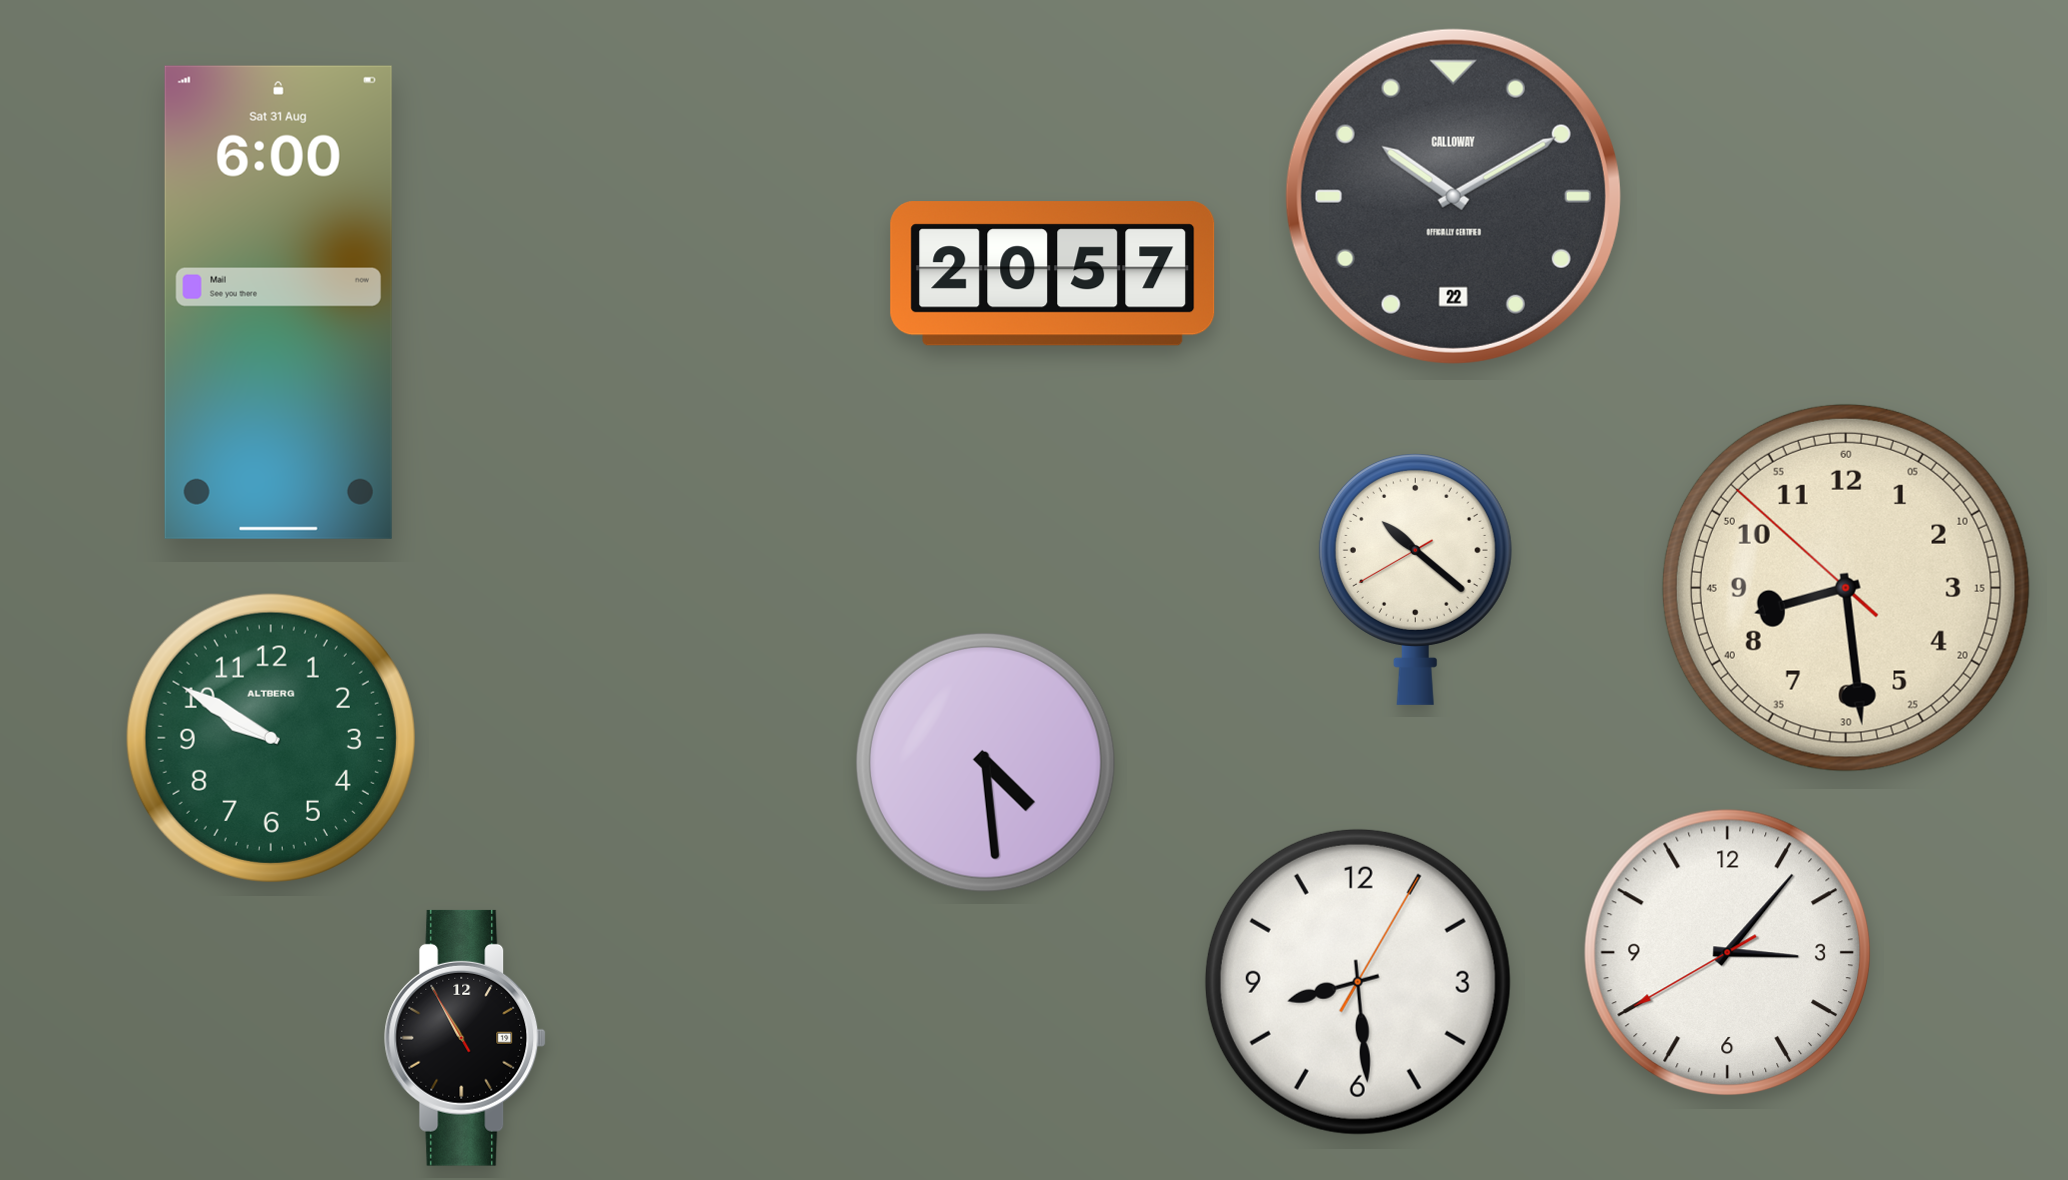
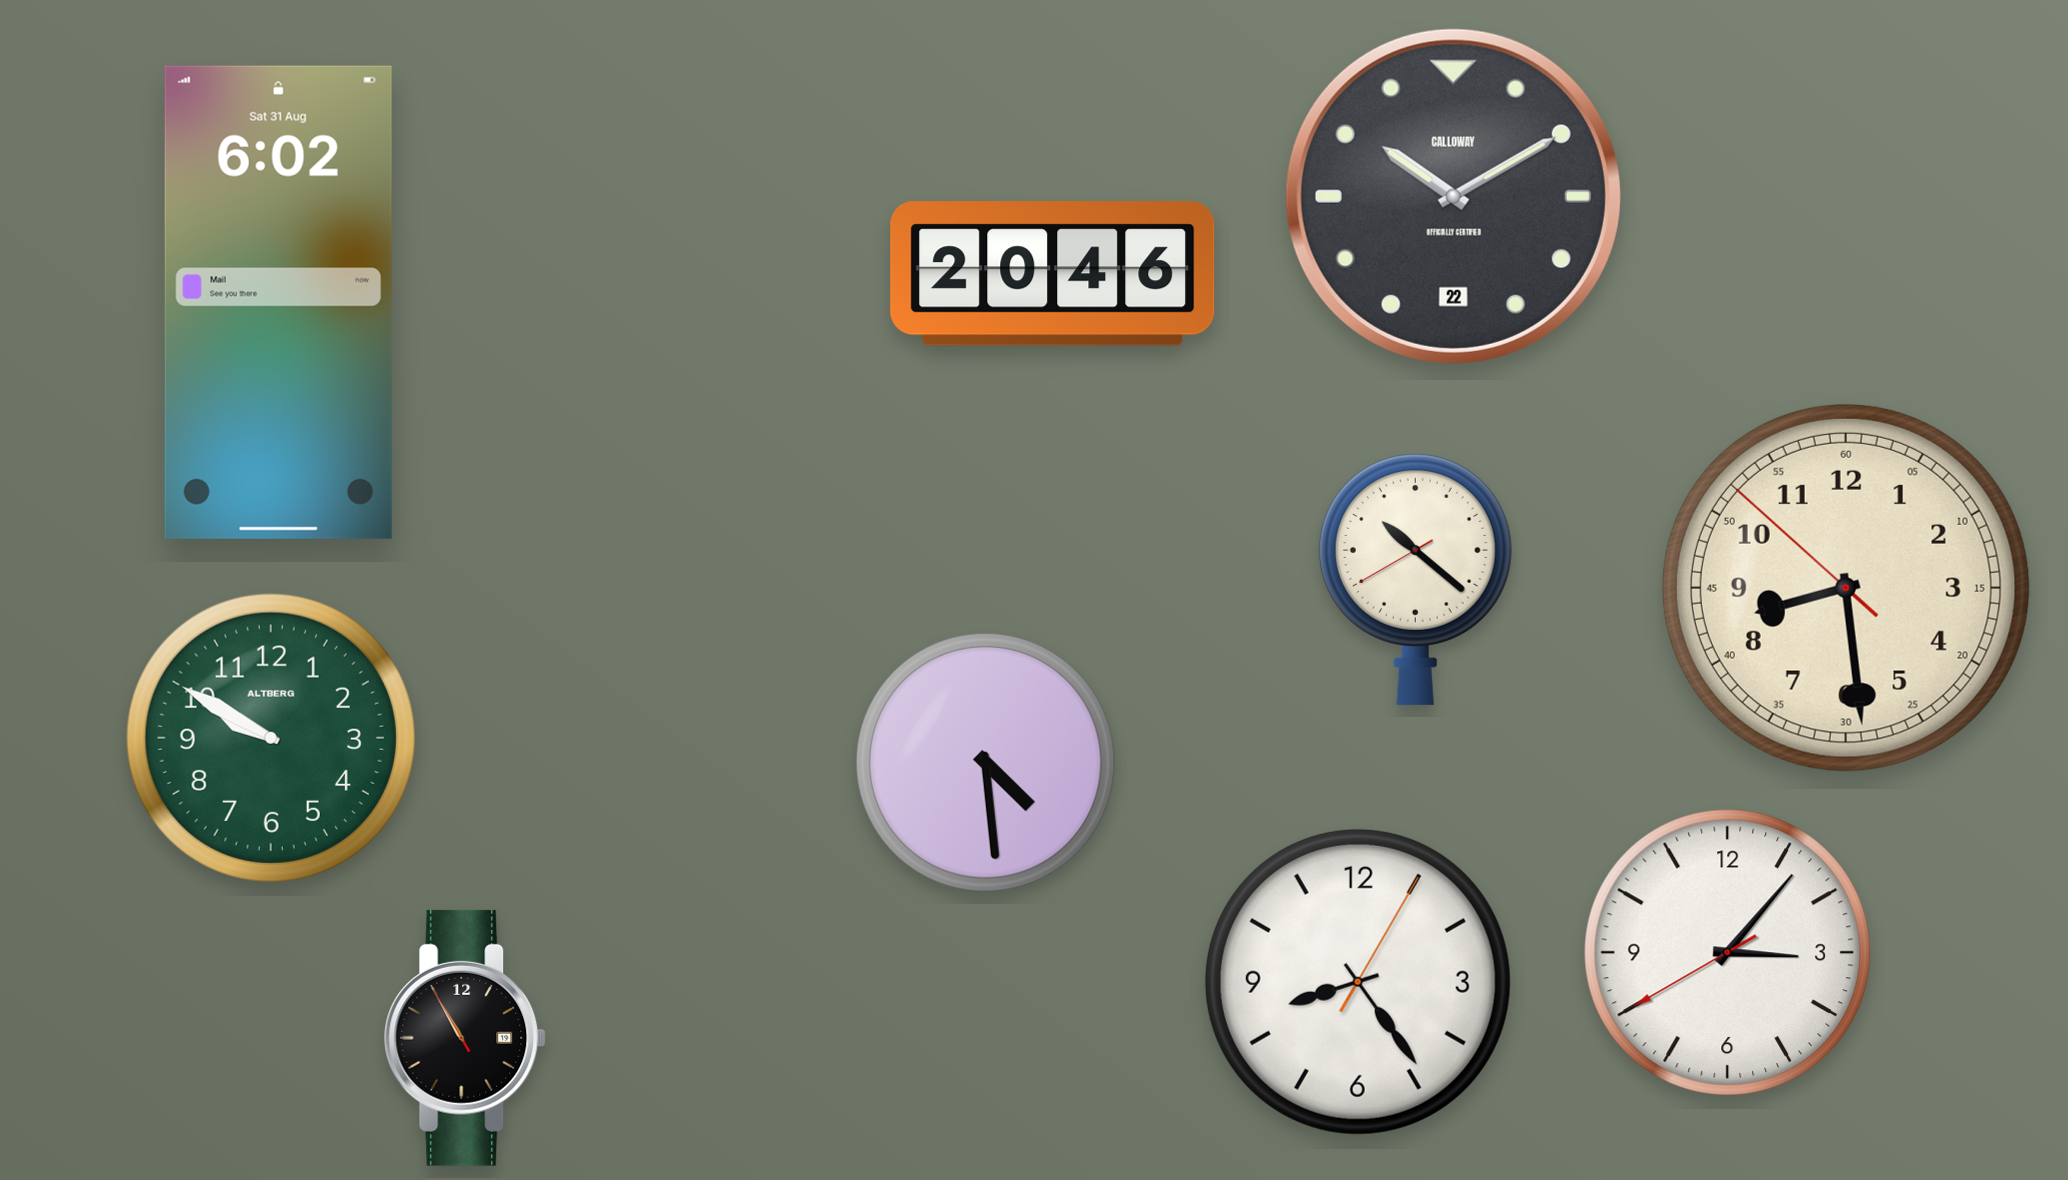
clock at (1053, 274): 20:57 -> 20:46
clock at (278, 302): 6:00 -> 6:02
clock at (1358, 982): 8:29 -> 8:24
